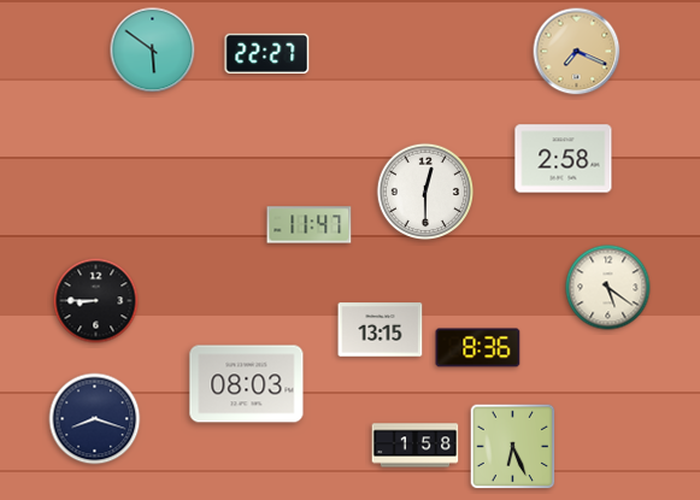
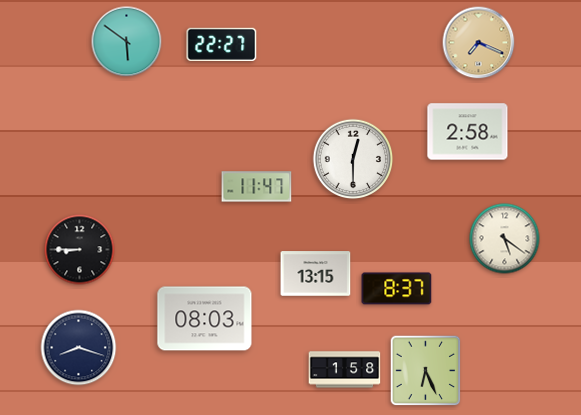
clock at (478, 348): 8:36 -> 8:37
